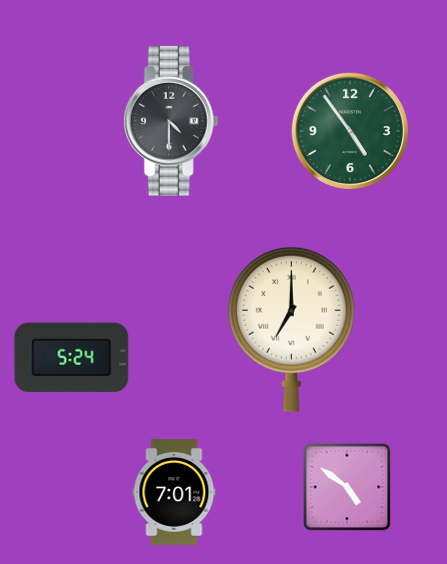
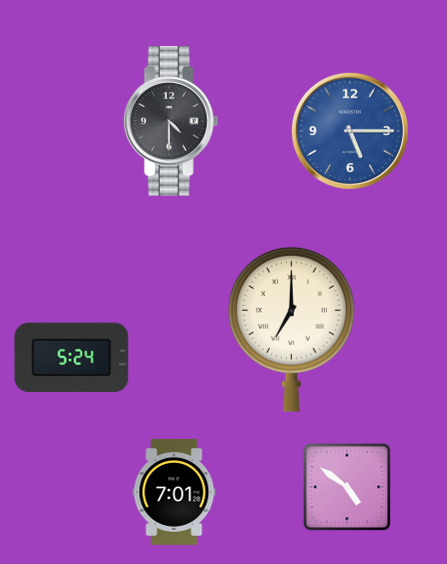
clock at (349, 130): 4:54 -> 5:15
clock at (349, 130) dial: green -> blue
